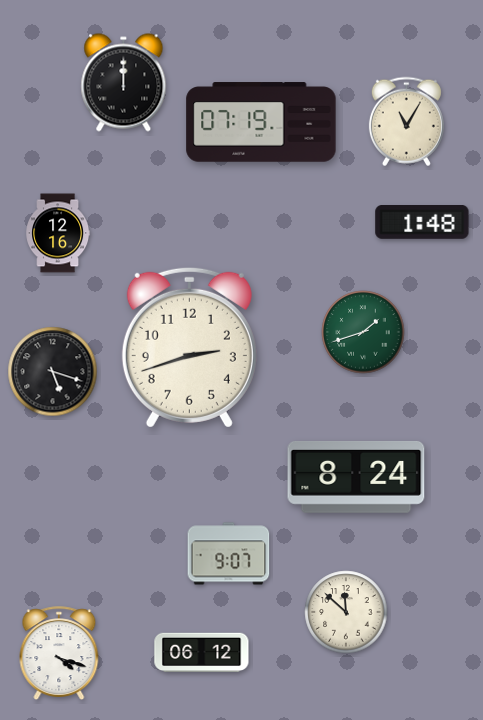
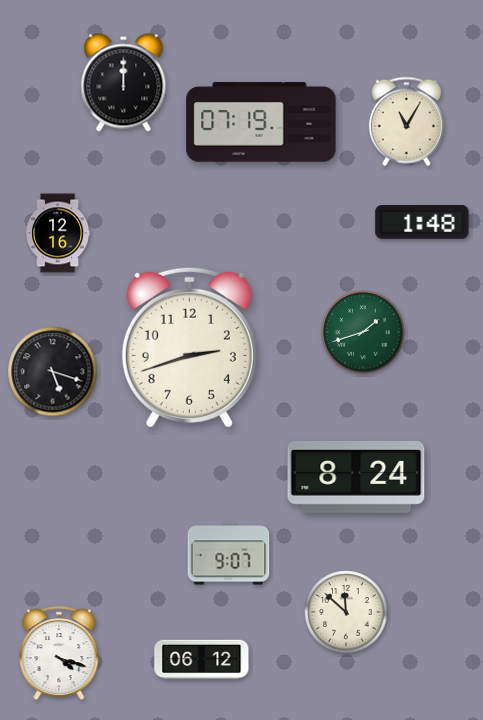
clock at (202, 652) position: (202, 652) -> (202, 659)
